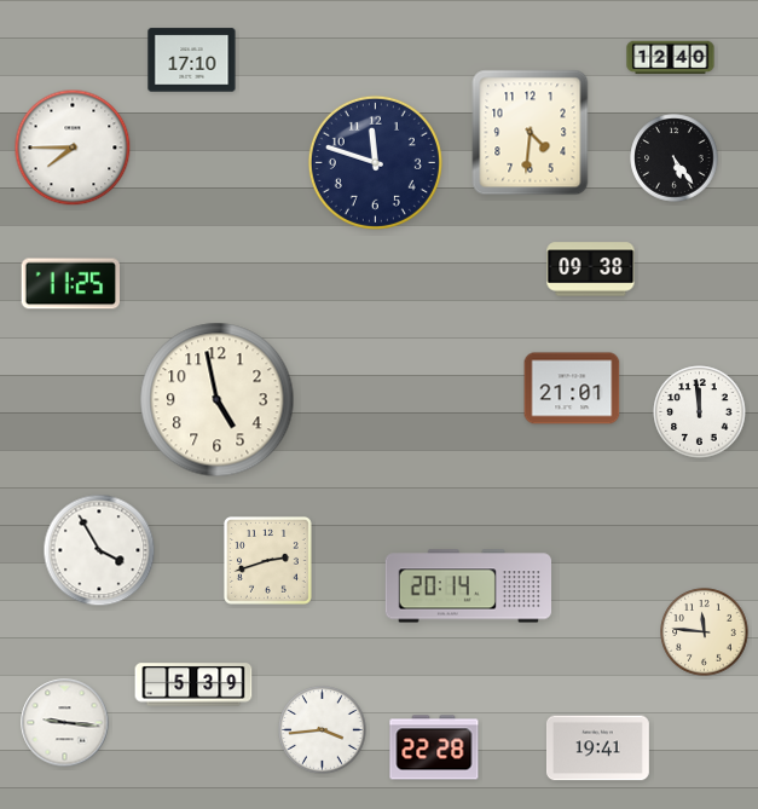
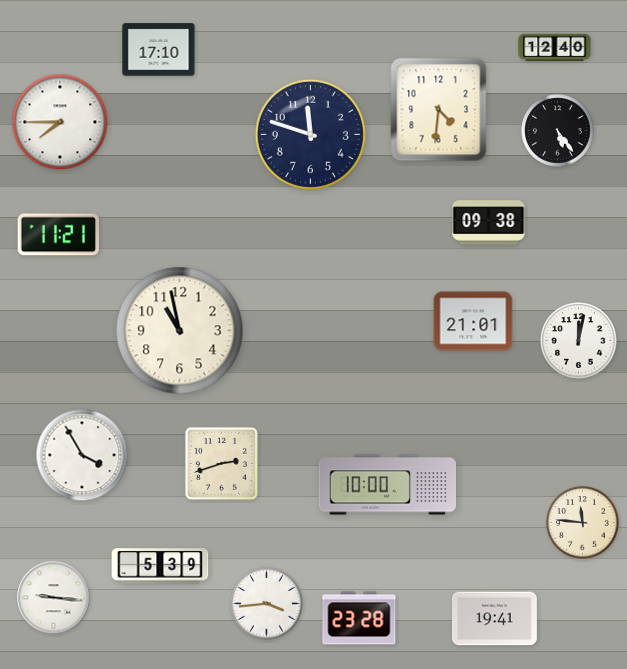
clock at (70, 284): 11:25 -> 11:21
clock at (218, 400): 4:58 -> 10:58
clock at (700, 412): 11:59 -> 12:02
clock at (468, 586): 20:14 -> 10:00
clock at (434, 747): 22:28 -> 23:28
